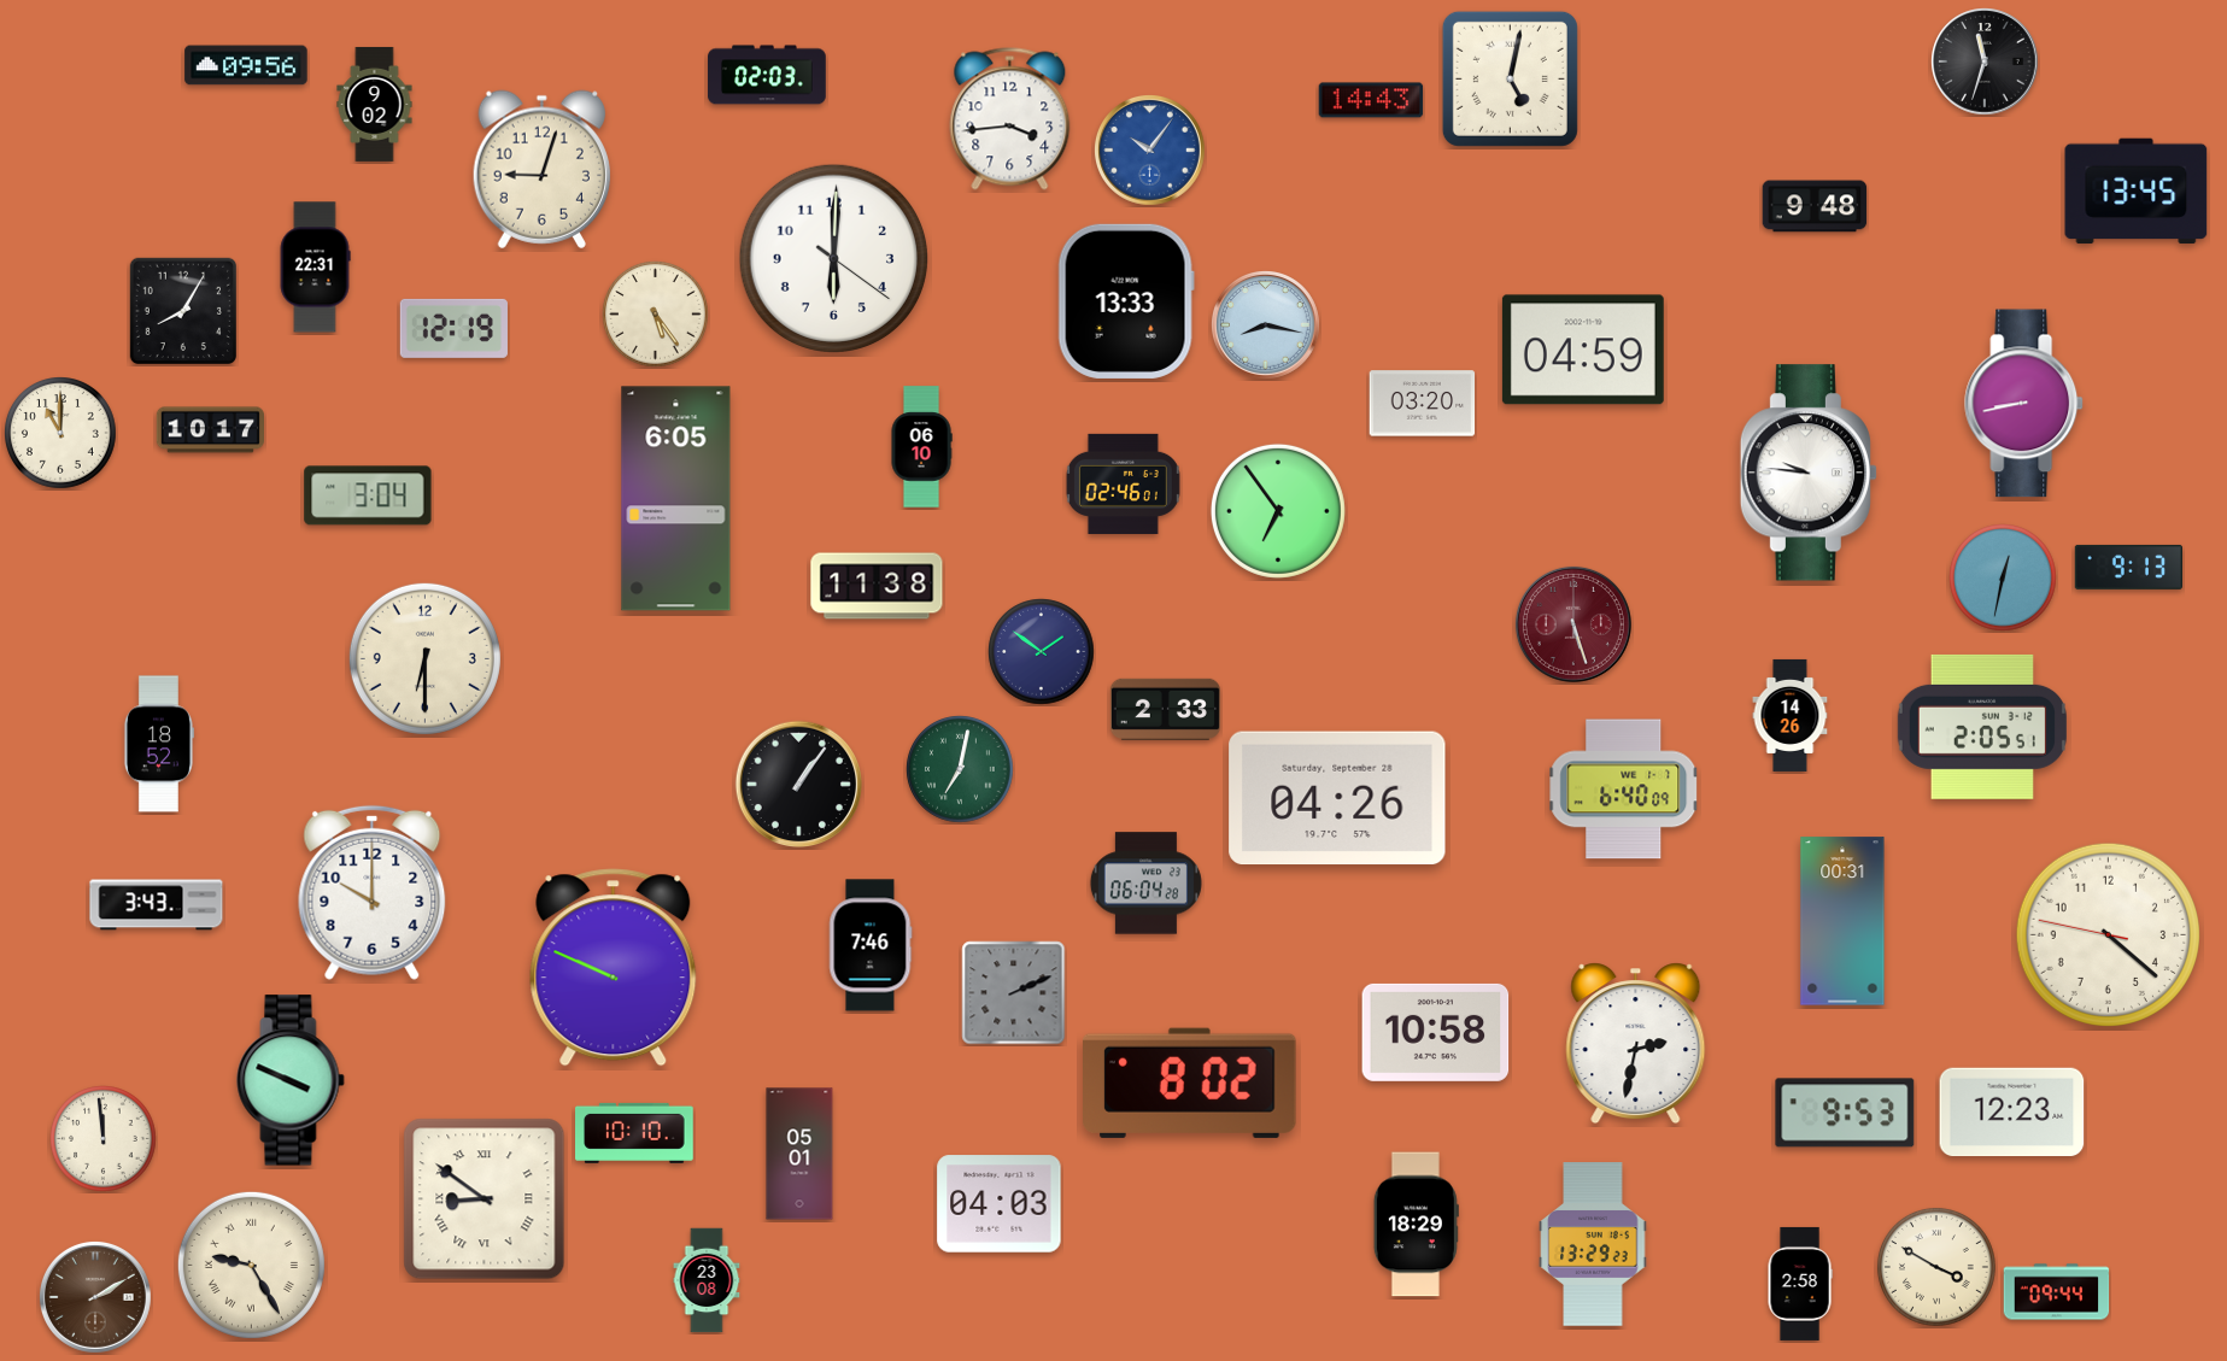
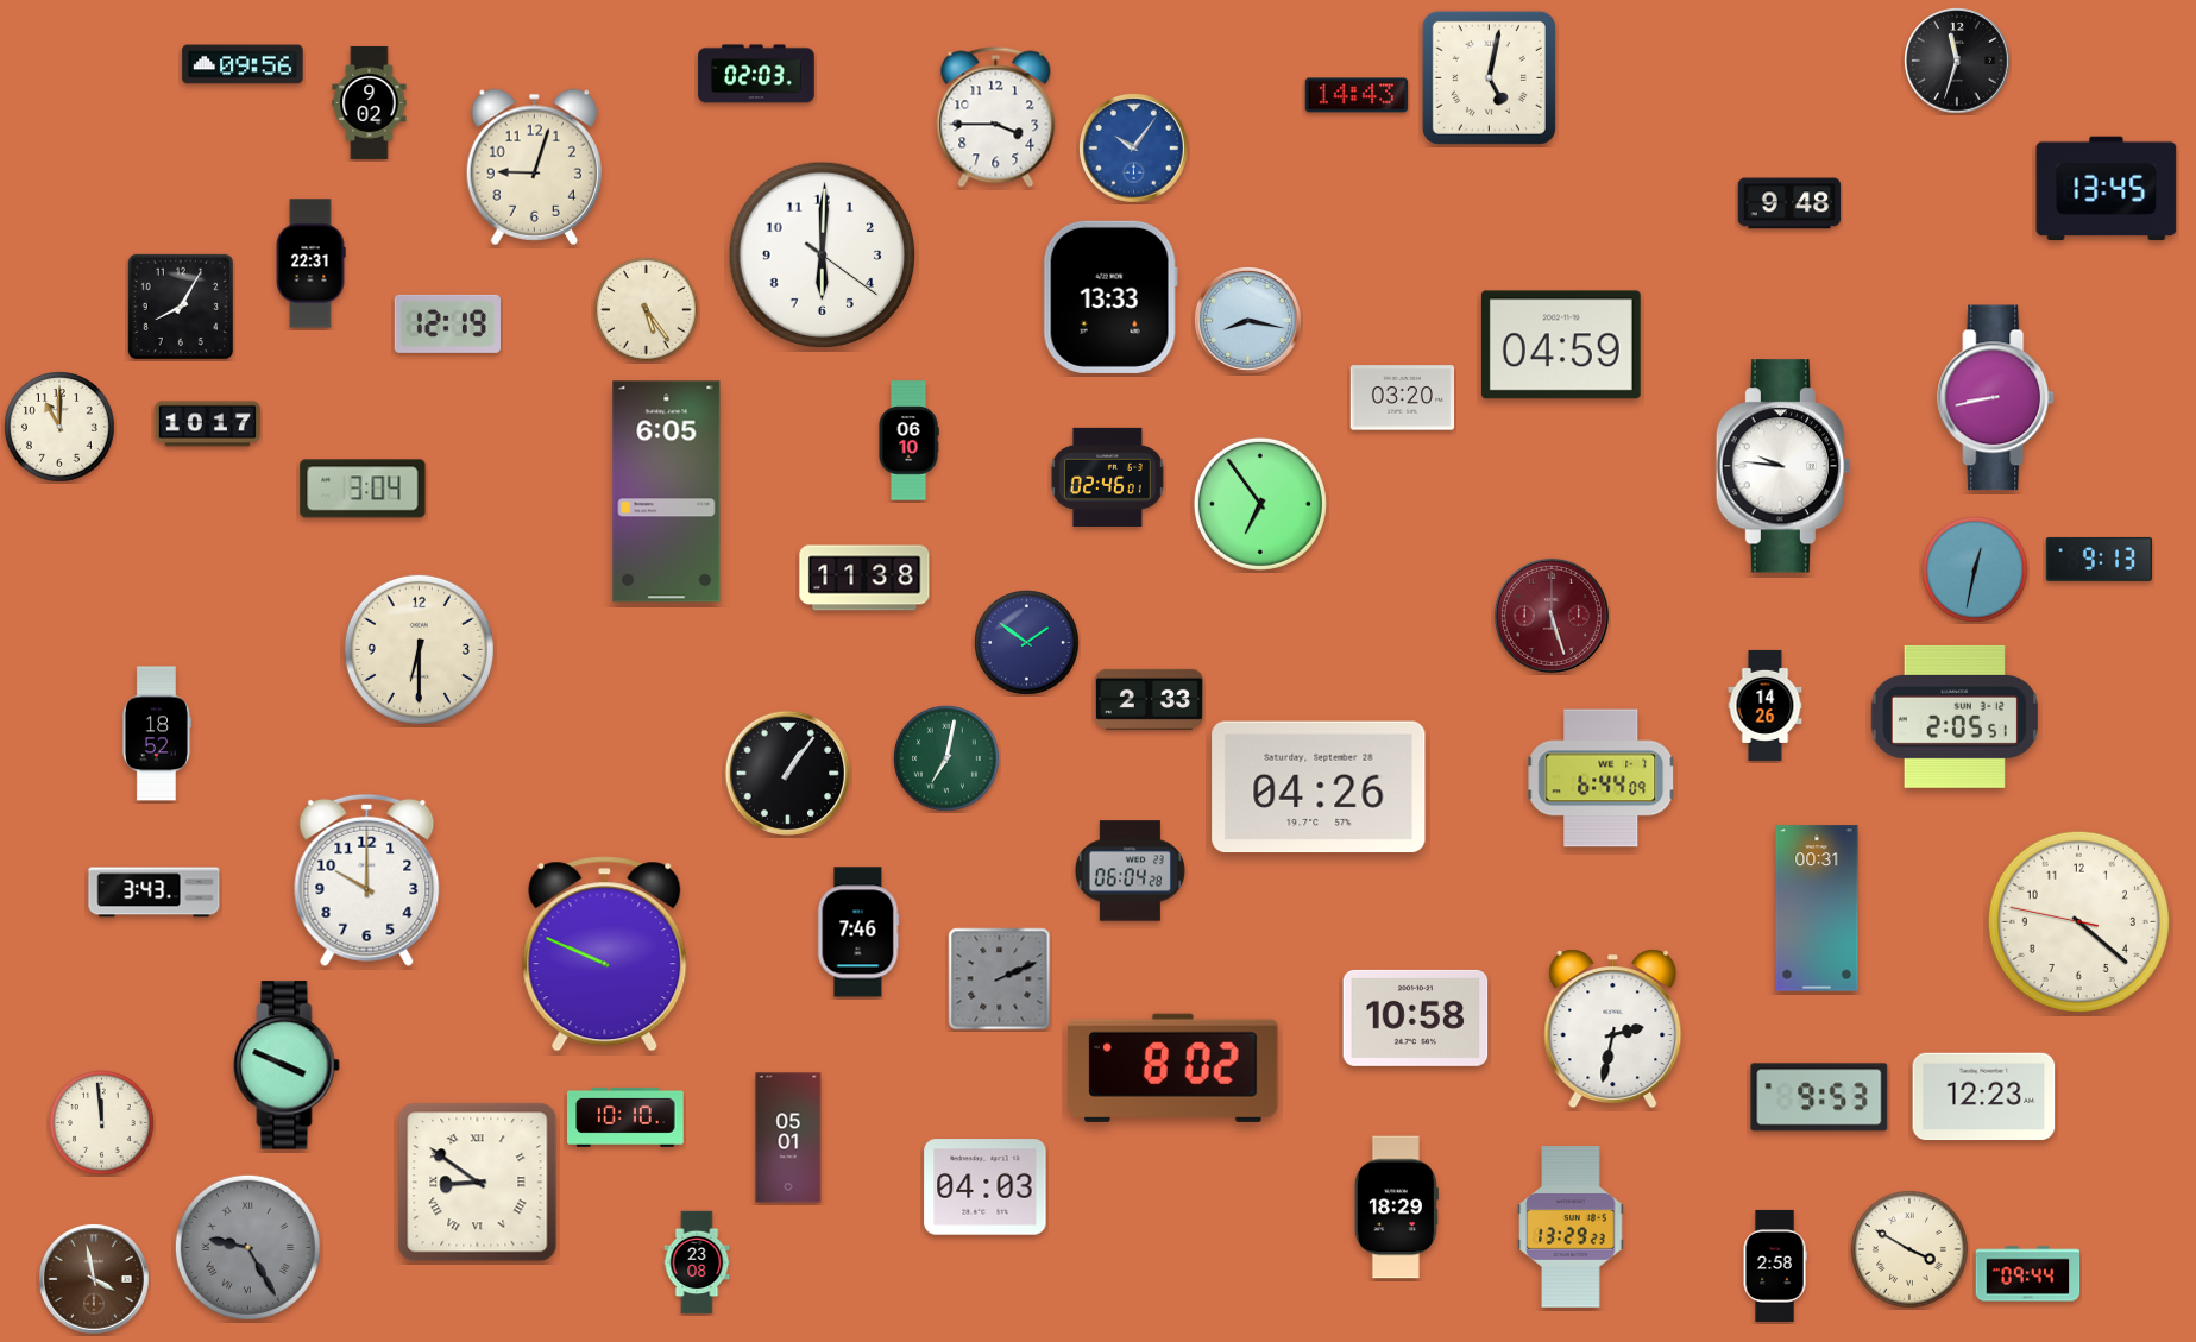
clock at (1371, 100) position: (1371, 100) -> (1357, 95)
clock at (1010, 119): 3:44 -> 3:45
clock at (1624, 790): 6:40 -> 6:44
clock at (251, 1265) dial: cream -> grey
clock at (95, 1297): 2:10 -> 3:58
